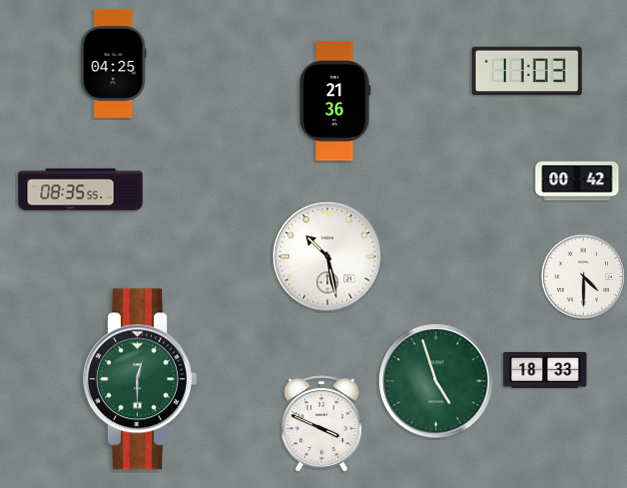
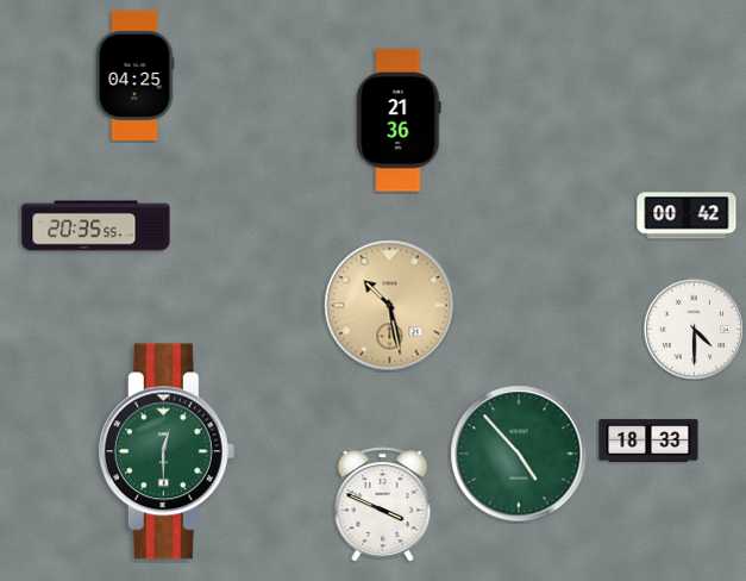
clock at (527, 71): 11:03 -> none
clock at (81, 190): 08:35 -> 20:35
clock at (328, 257) dial: white -> champagne
clock at (436, 381): 4:57 -> 4:53
